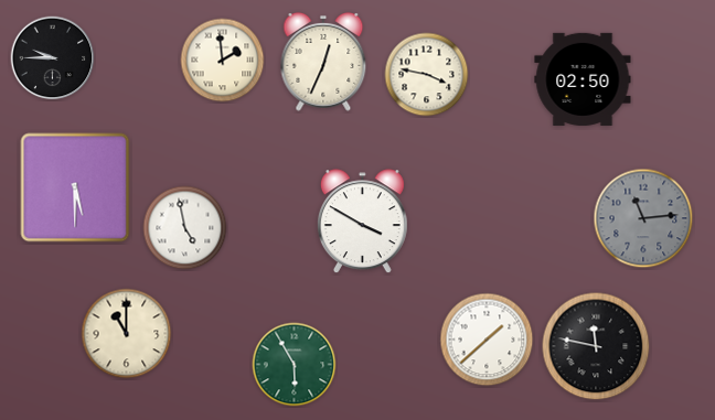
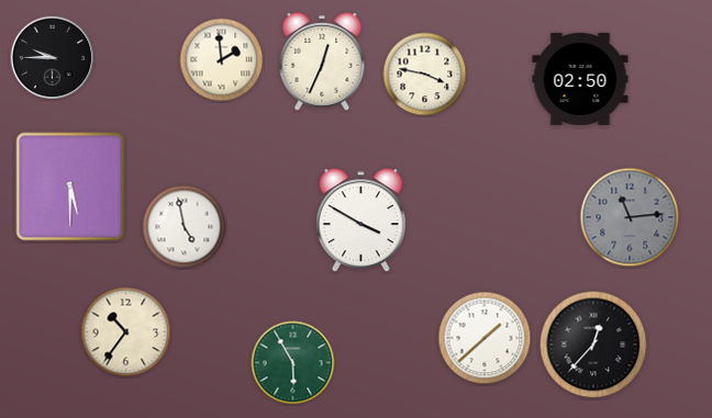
clock at (75, 187) position: (75, 187) -> (70, 187)
clock at (643, 218) position: (643, 218) -> (630, 217)
clock at (127, 334): 11:00 -> 10:36
clock at (596, 346): 11:47 -> 12:37
